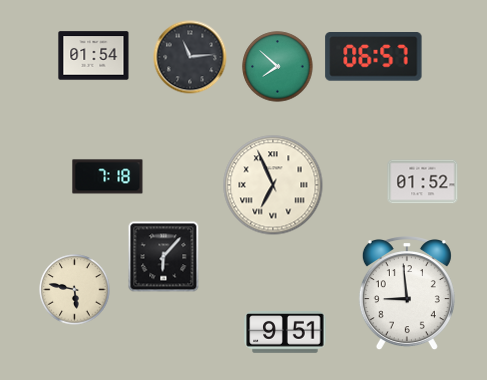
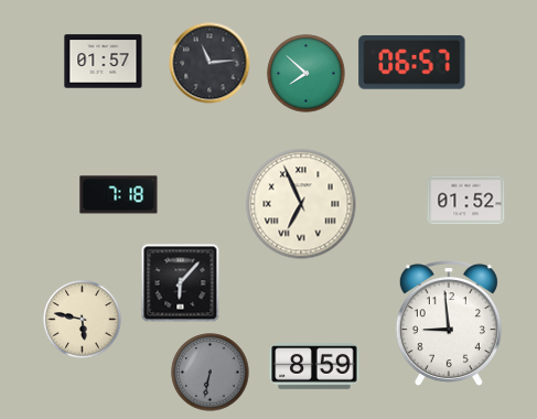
clock at (94, 56): 01:54 -> 01:57
clock at (285, 333): 9:51 -> 8:59
clock at (211, 373): none -> 6:32
